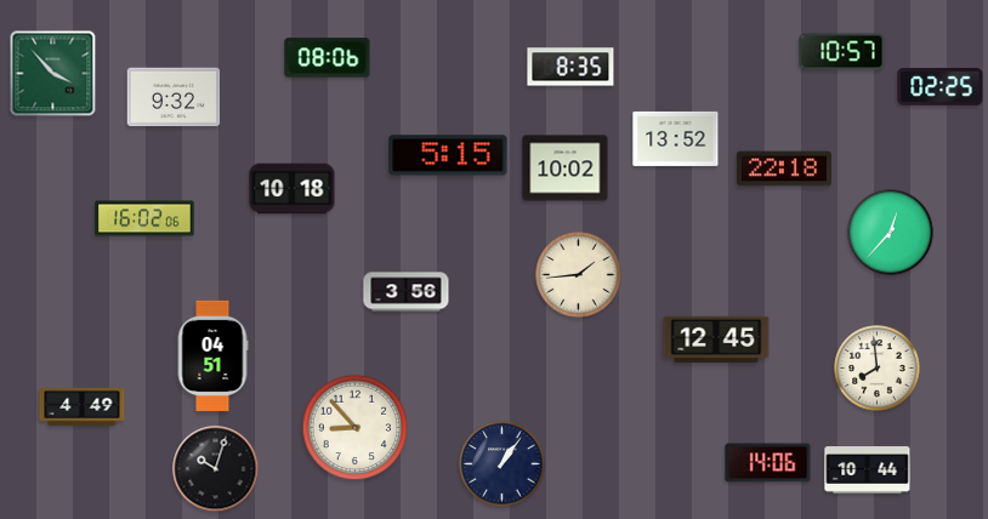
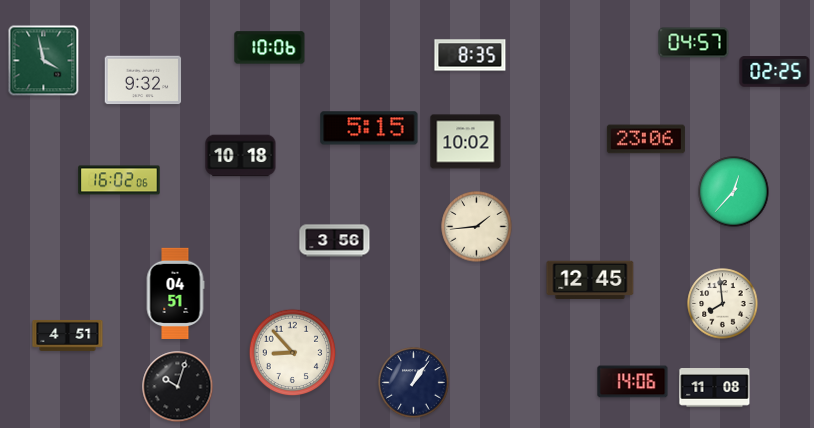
clock at (842, 52): 10:57 -> 04:57
clock at (328, 58): 08:06 -> 10:06
clock at (53, 74): 3:53 -> 3:58
clock at (676, 138): 13:52 -> none
clock at (566, 169) position: (566, 169) -> (466, 142)
clock at (784, 169): 22:18 -> 23:06
clock at (83, 406): 4:49 -> 4:51
clock at (868, 470): 10:44 -> 11:08
